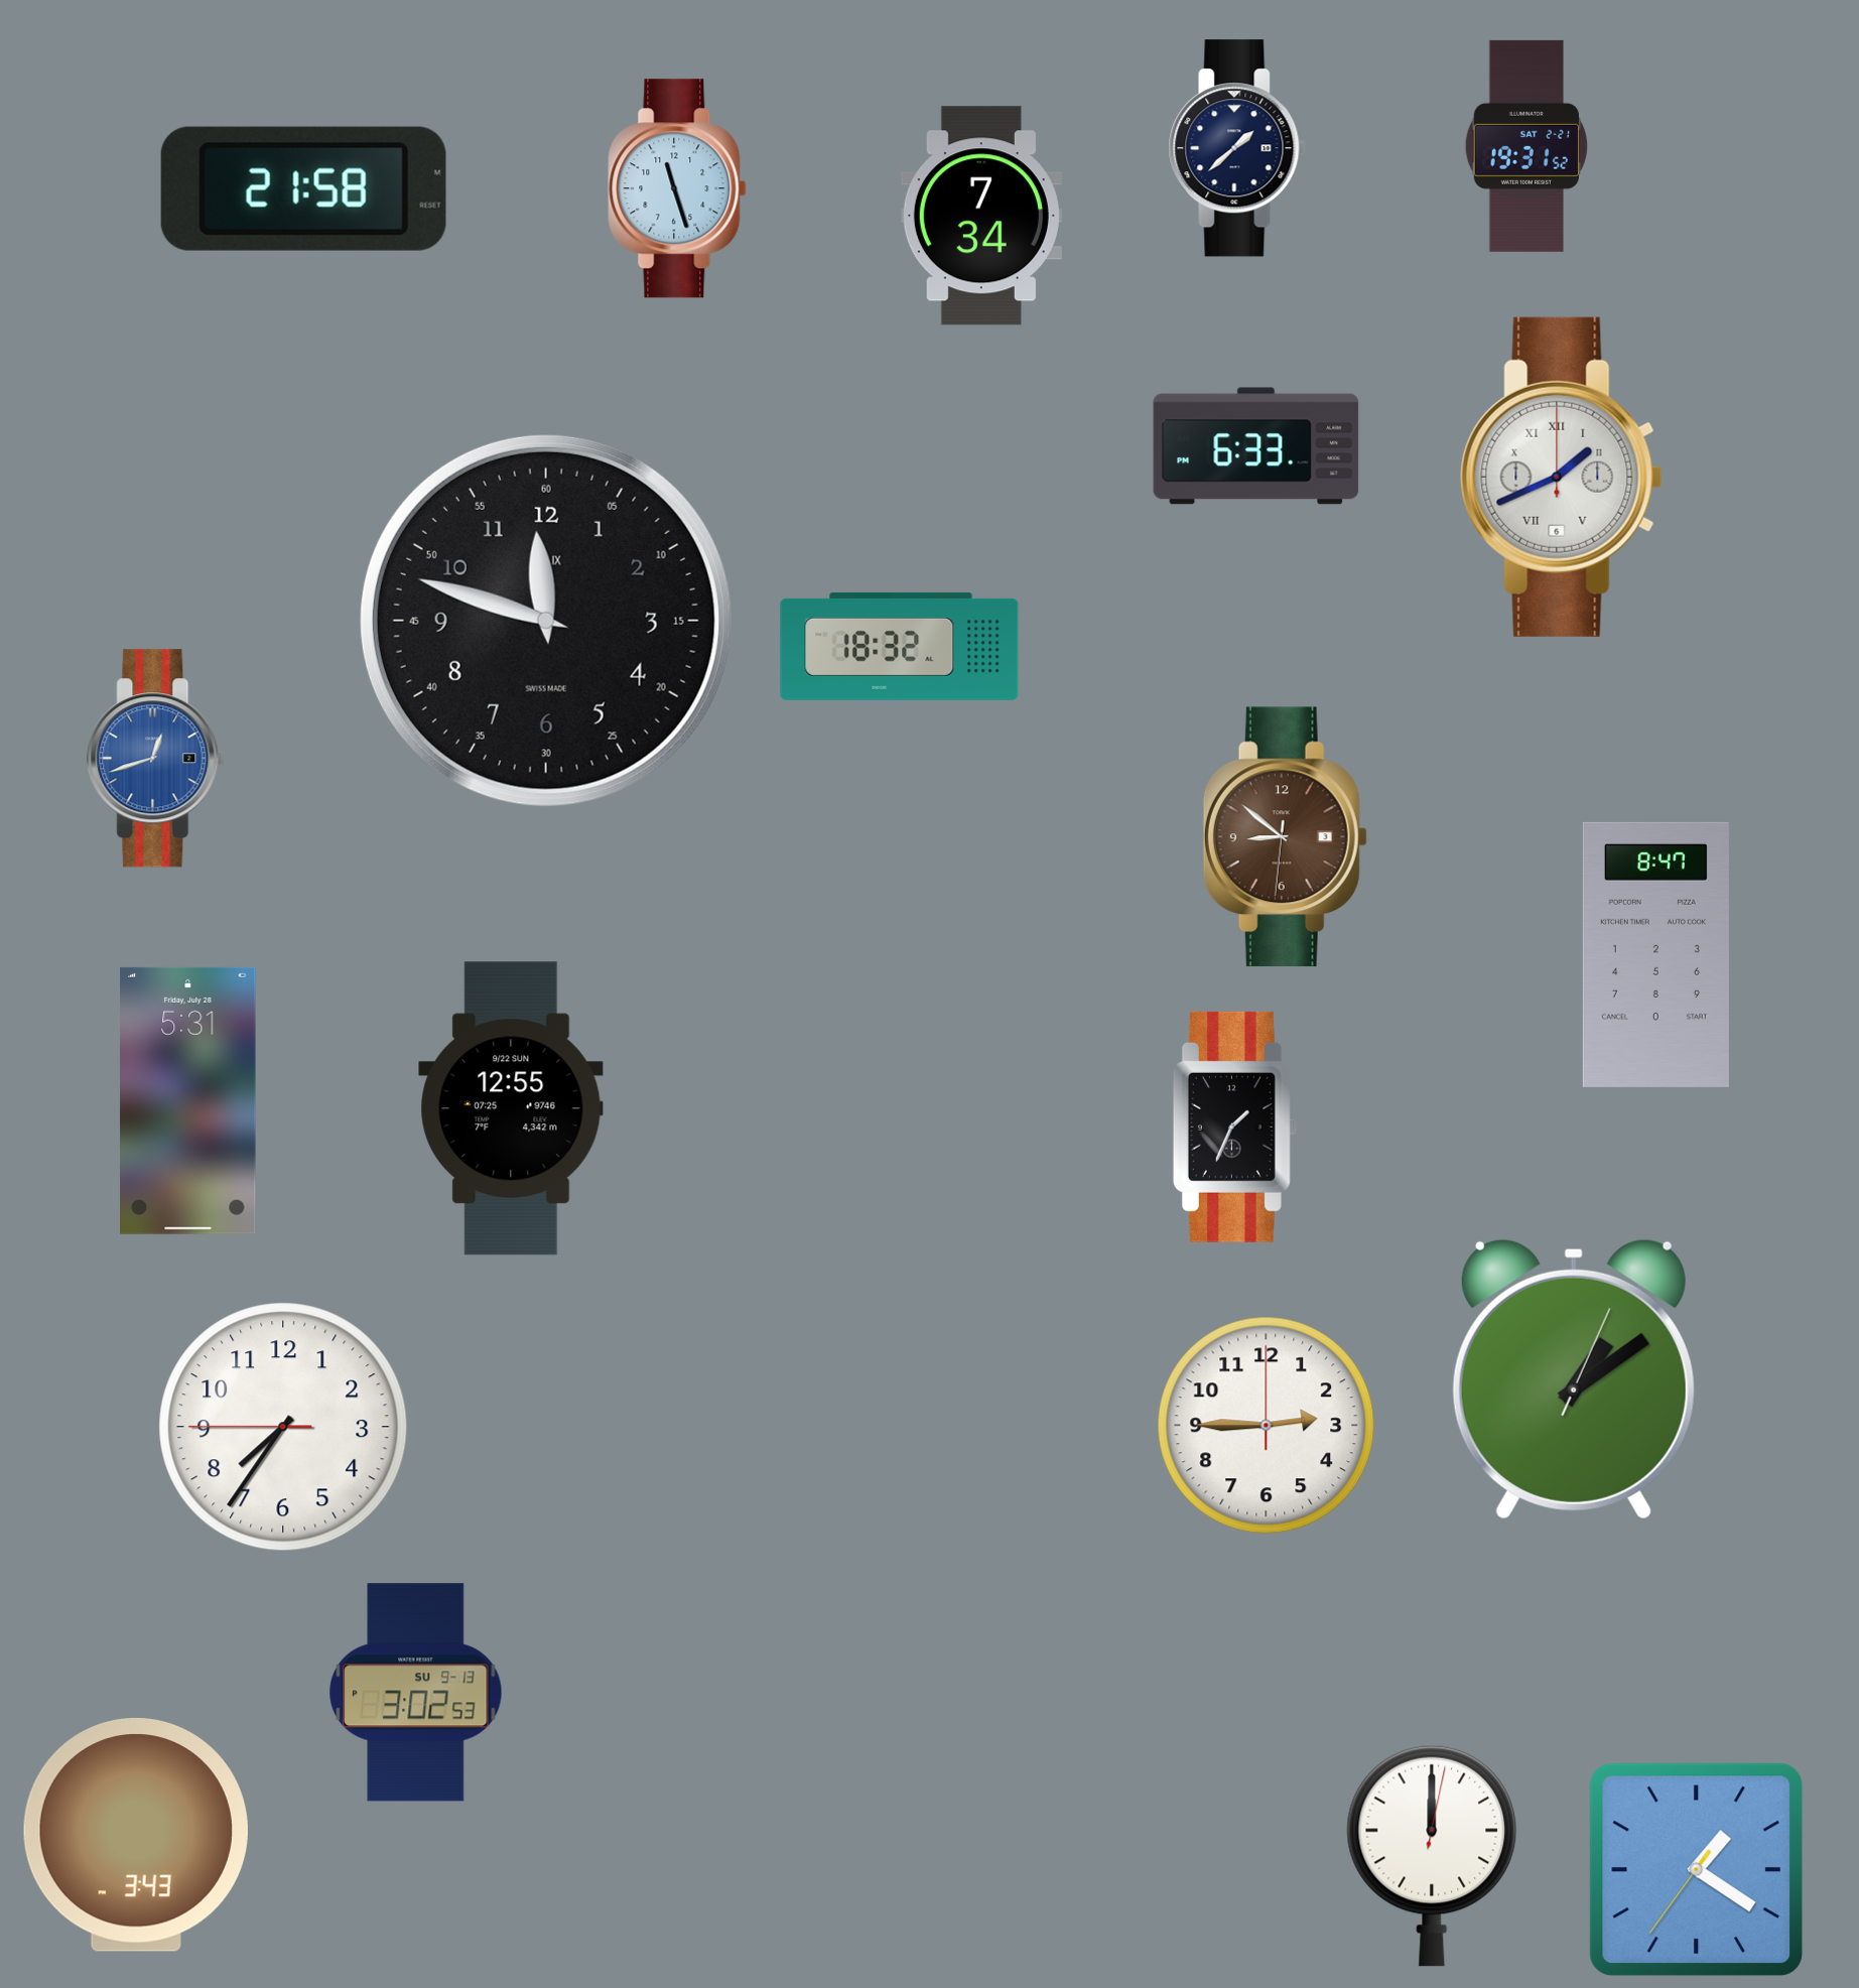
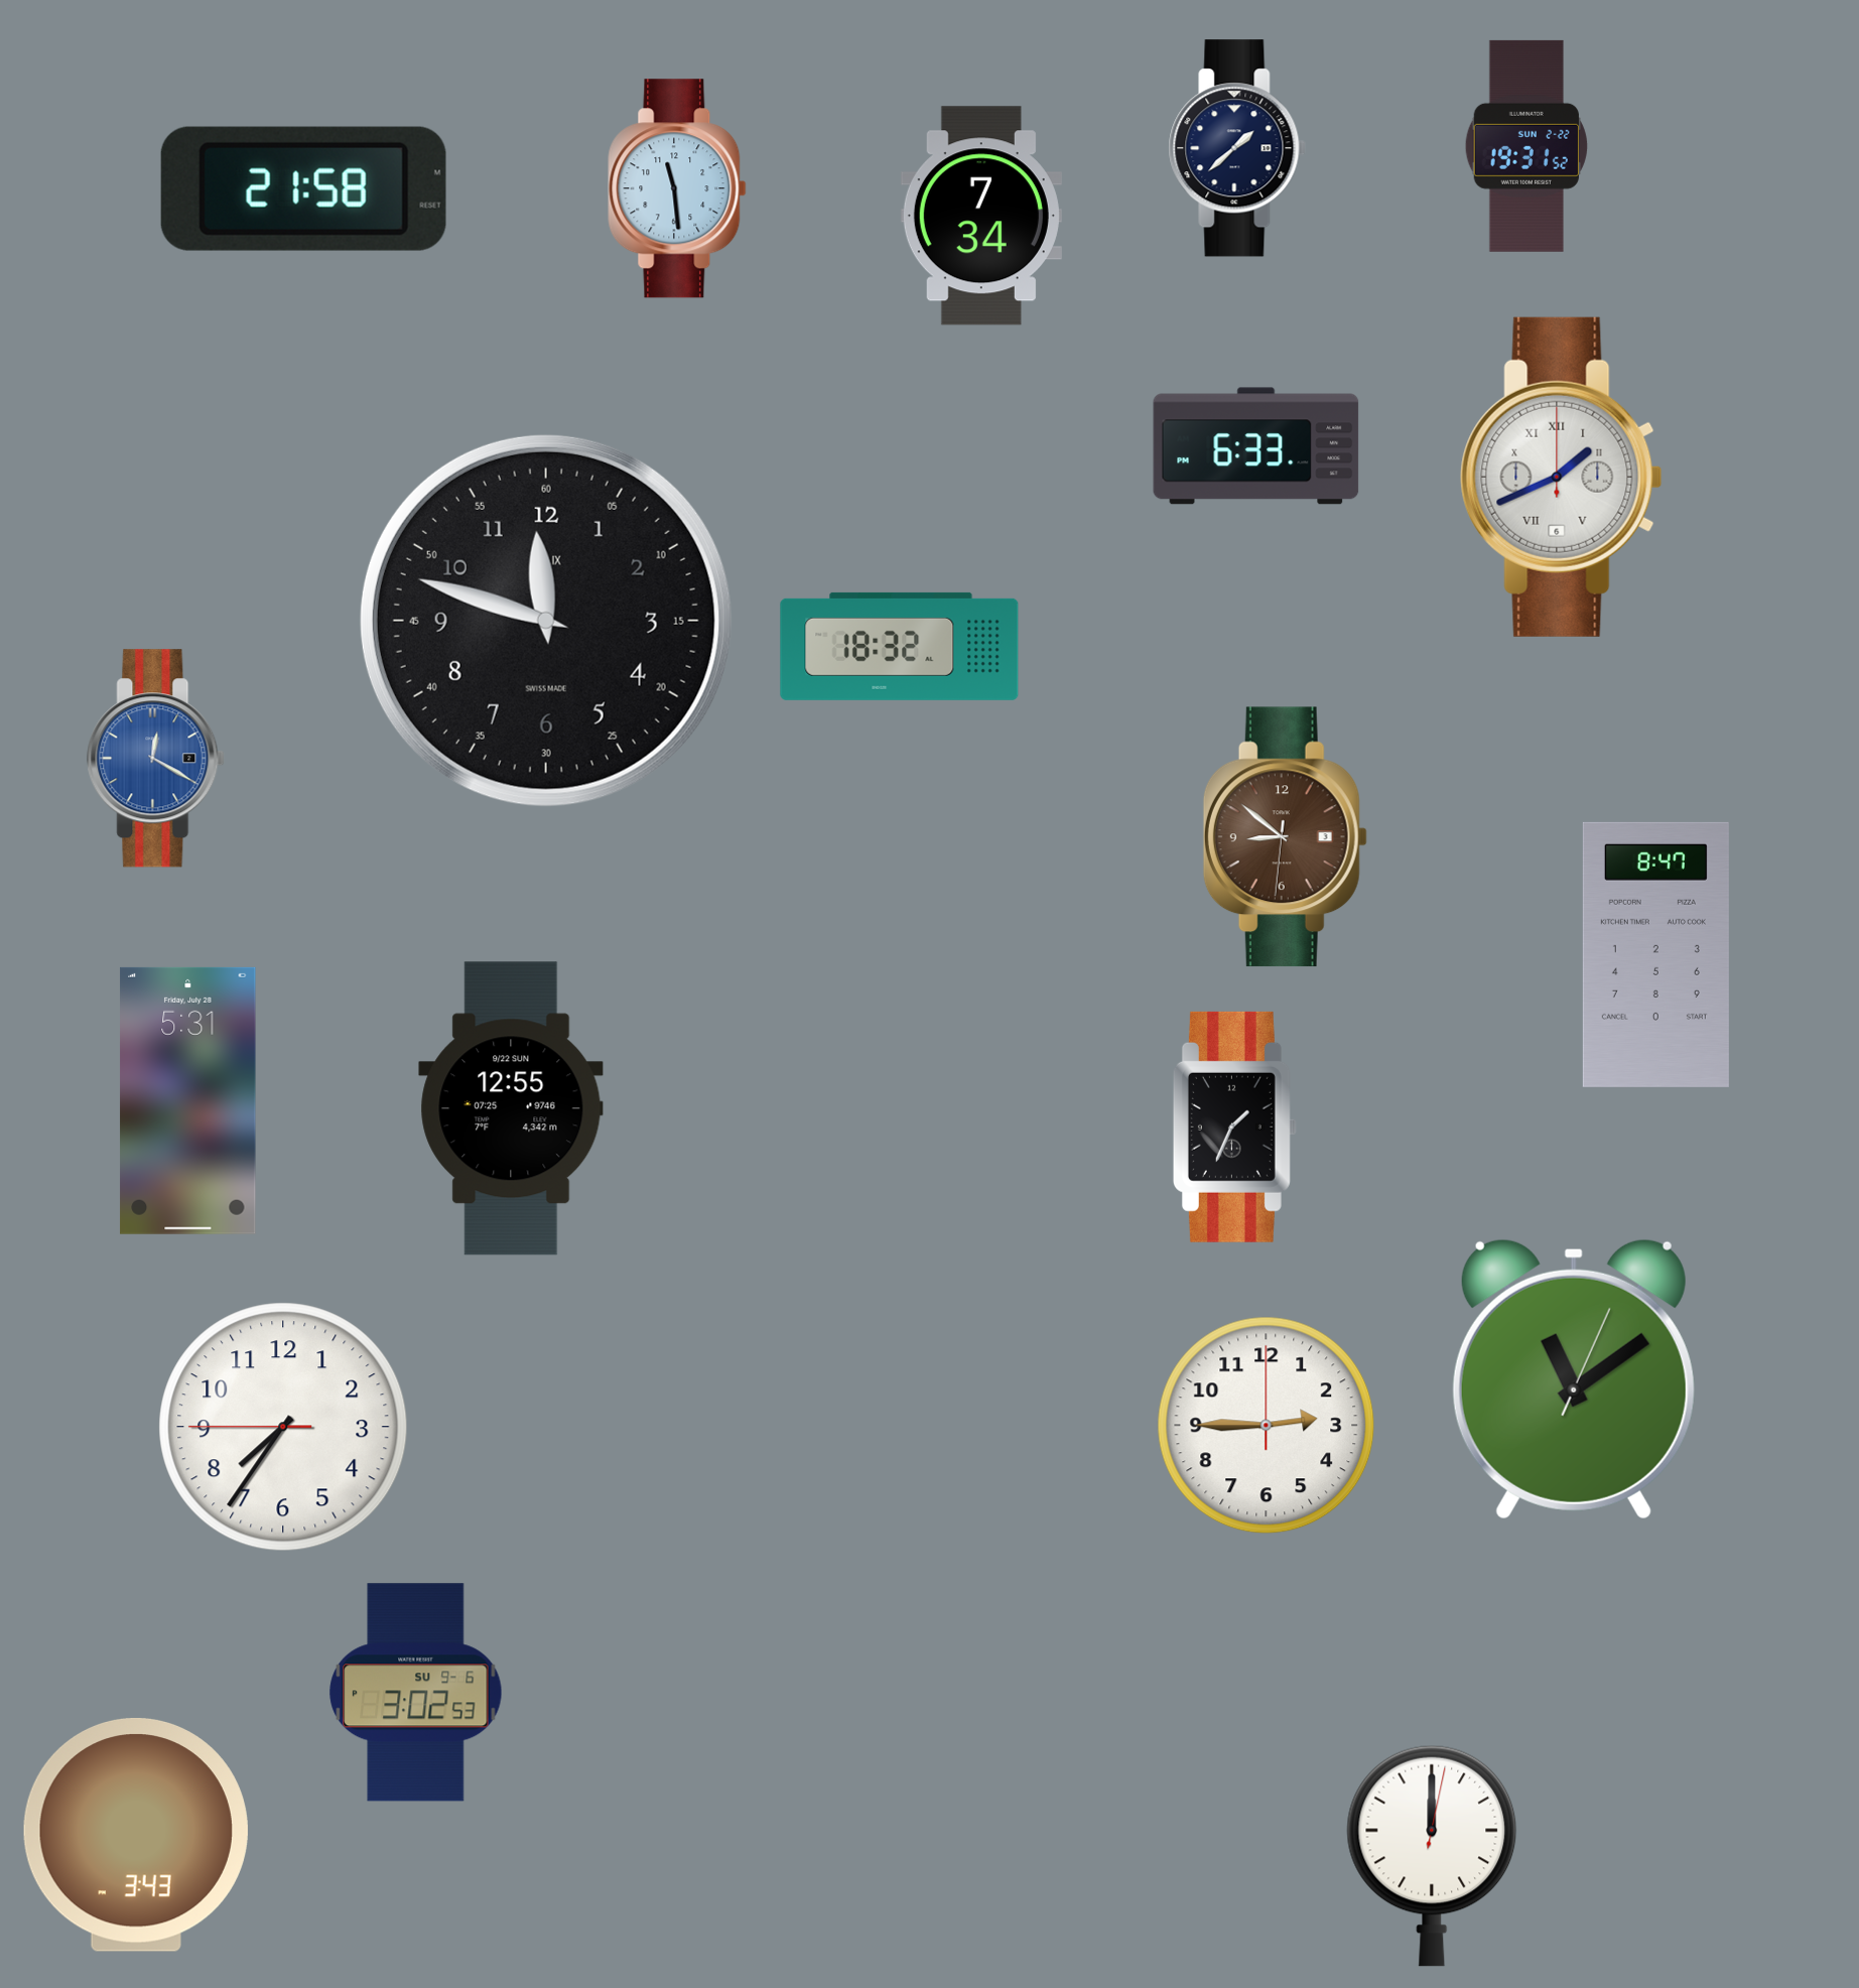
clock at (1526, 146) date: SAT 2-21 -> SUN 2-22
clock at (677, 188): 11:27 -> 11:29
clock at (156, 759): 12:42 -> 12:20
clock at (1574, 1379): 1:09 -> 11:09
clock at (416, 1693) date: SU 9-13 -> SU 9-6
clock at (1697, 1870): 1:20 -> none
